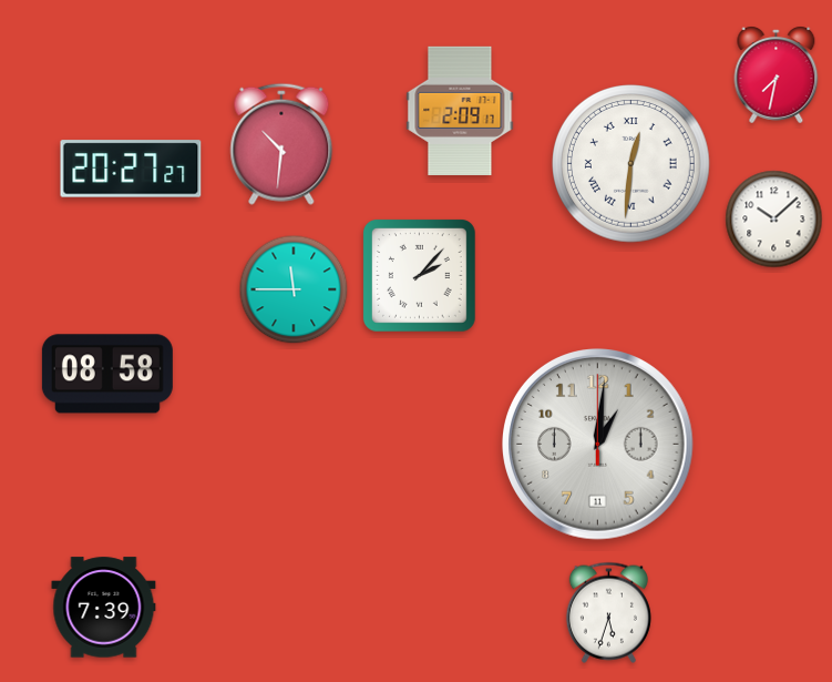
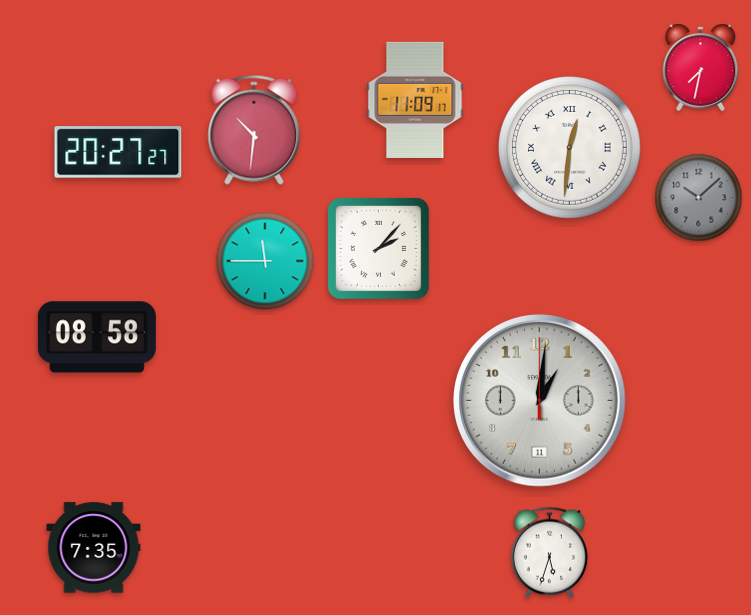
clock at (460, 111): 2:09 -> 11:09
clock at (774, 220) dial: white -> grey
clock at (104, 608): 7:39 -> 7:35
